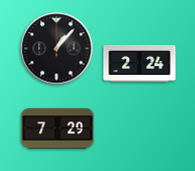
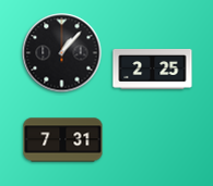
clock at (140, 63): 2:24 -> 2:25
clock at (58, 129): 7:29 -> 7:31
